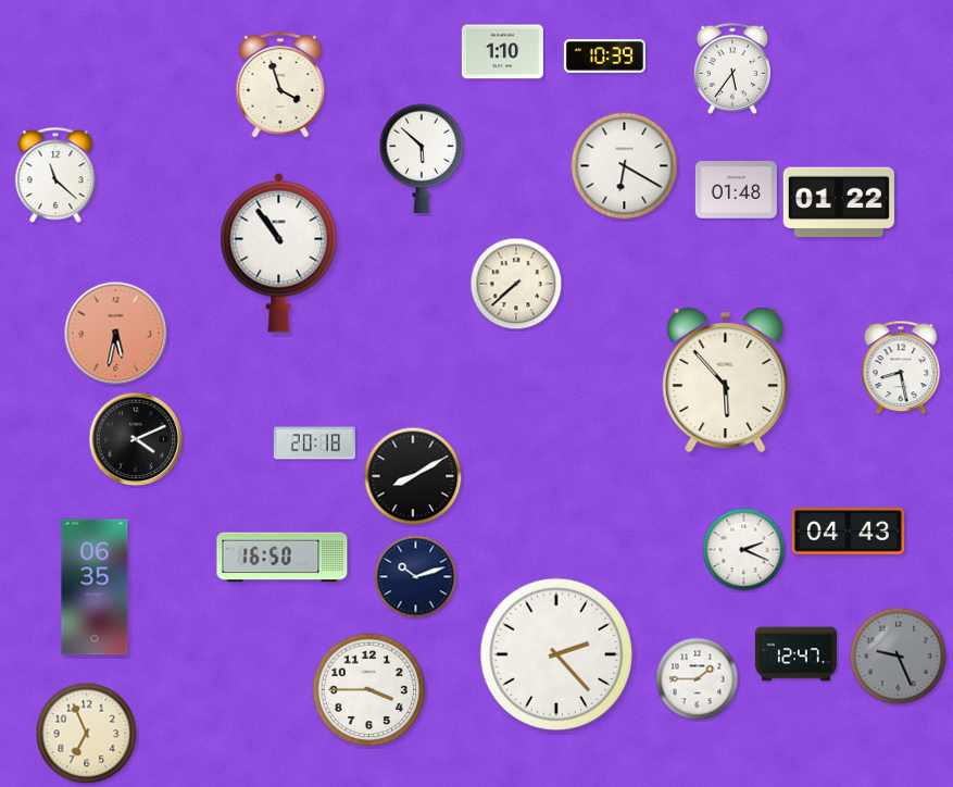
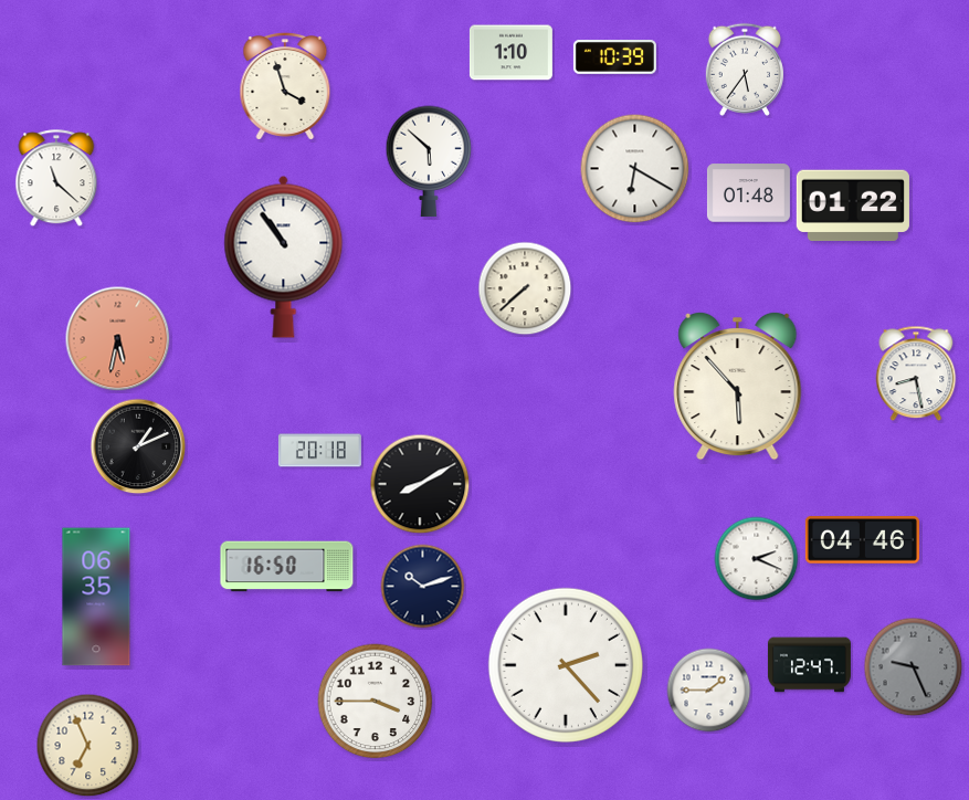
clock at (136, 439): 4:11 -> 1:11
clock at (848, 532): 04:43 -> 04:46
